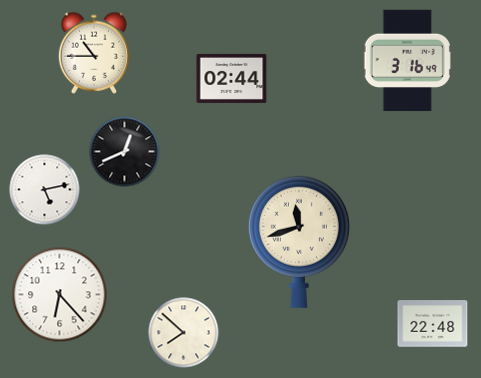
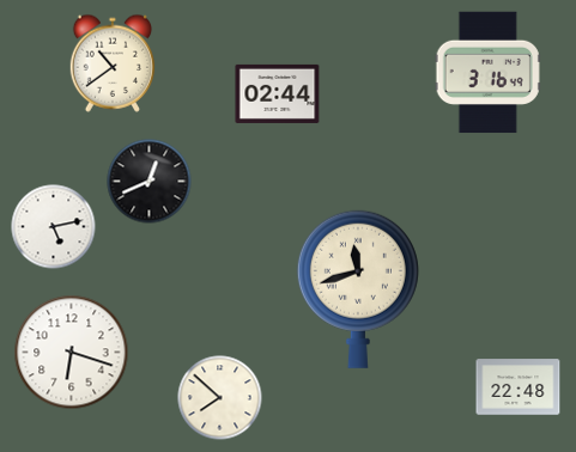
clock at (93, 53): 10:45 -> 10:39
clock at (60, 295): 6:23 -> 6:18
